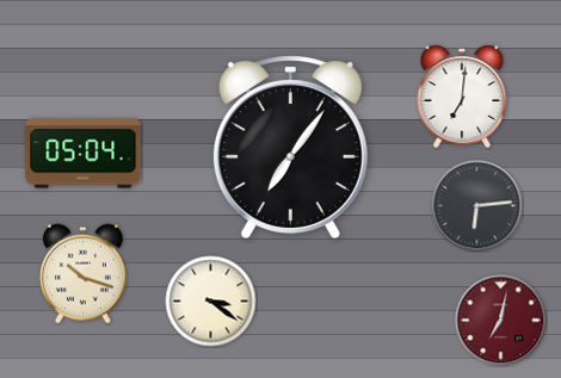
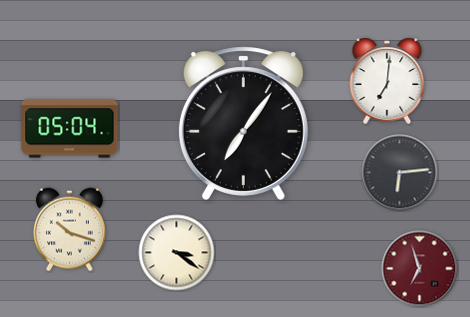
clock at (501, 321): 7:02 -> 6:57
